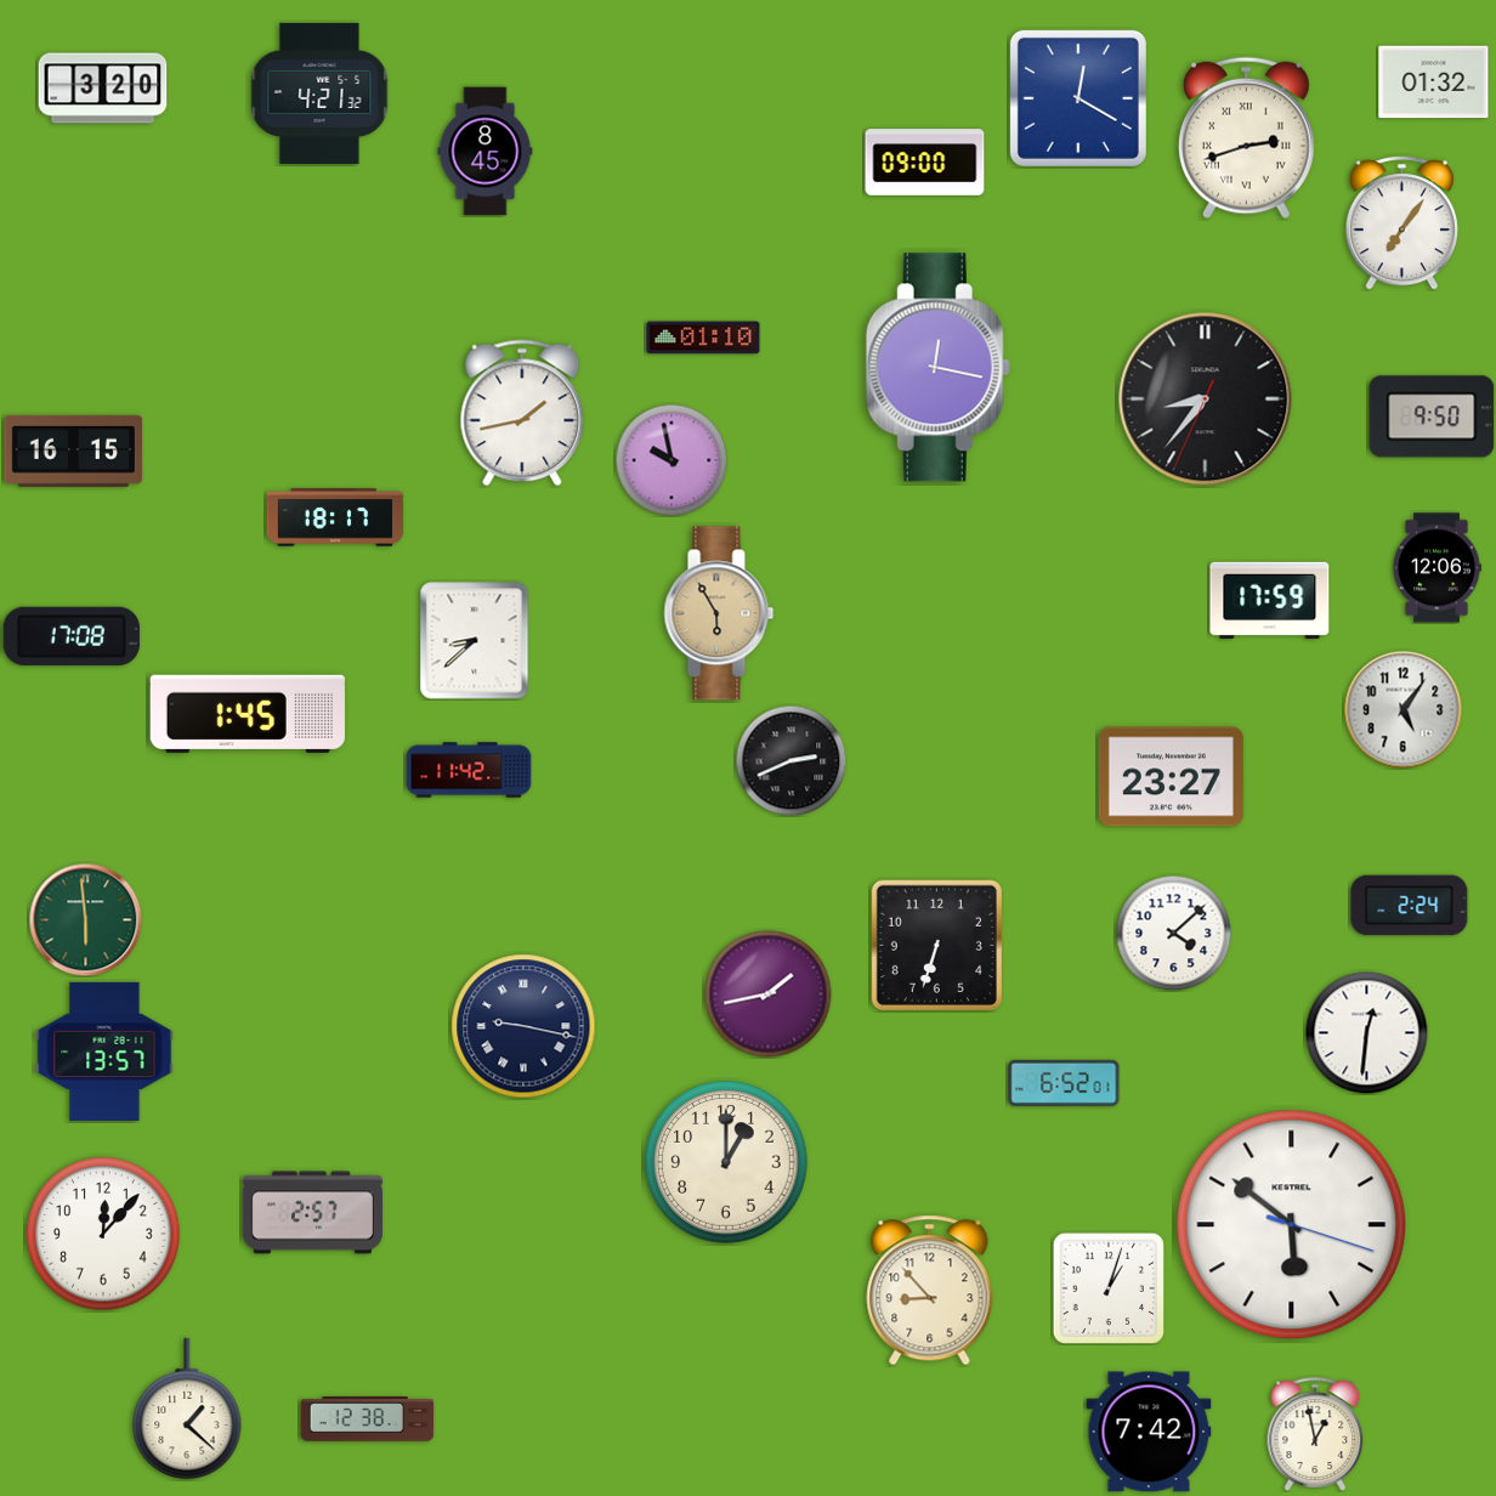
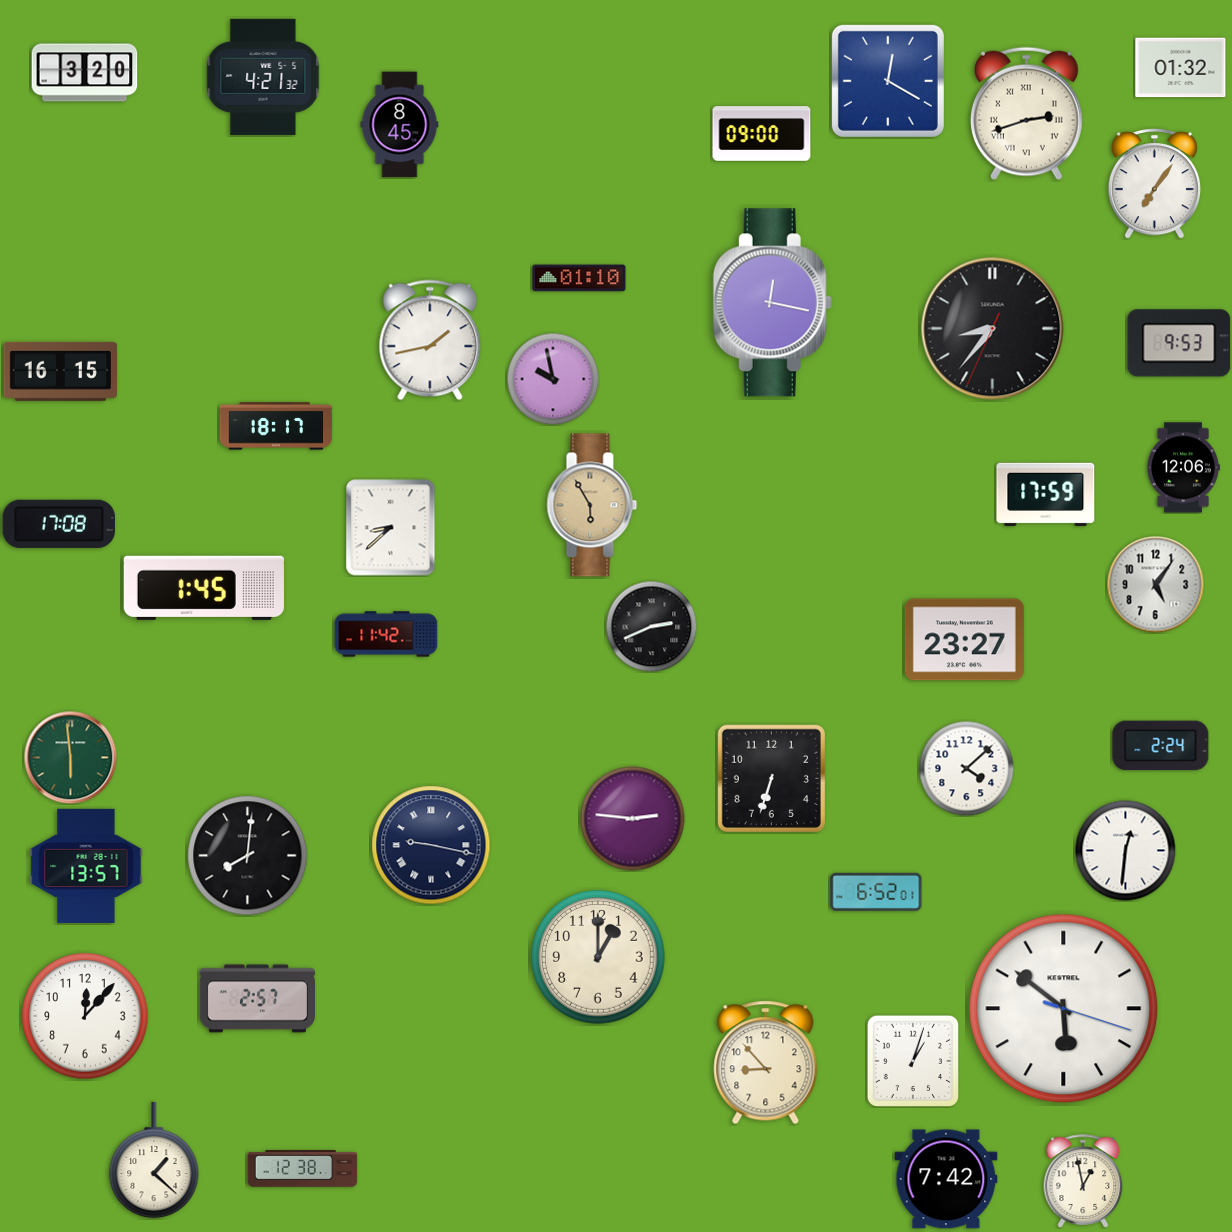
clock at (1432, 416): 9:50 -> 9:53
clock at (769, 994): 1:43 -> 2:46
clock at (248, 856): none -> 8:01
